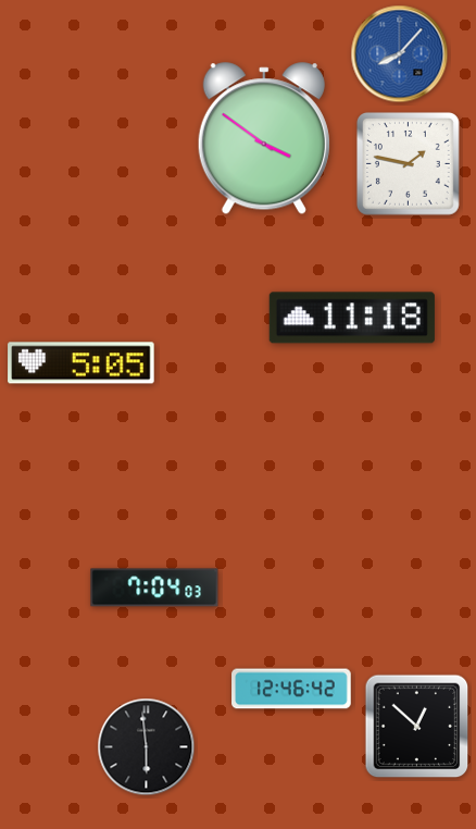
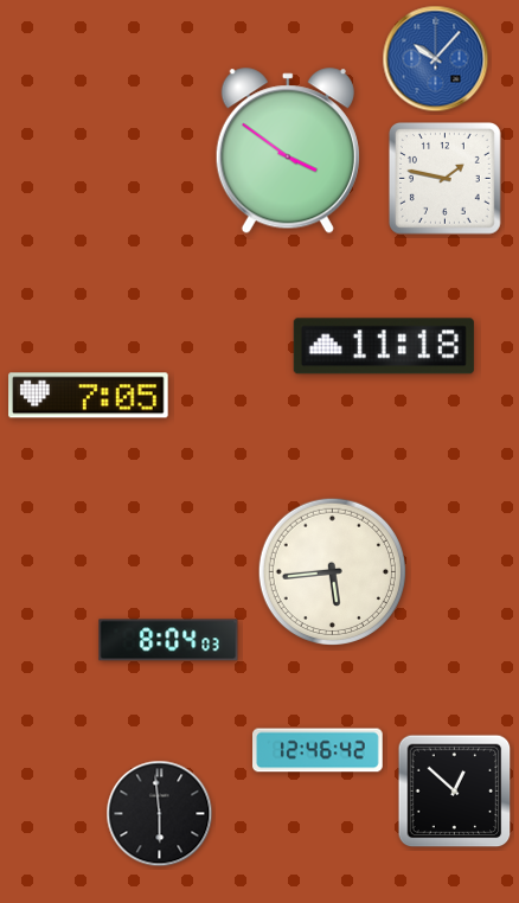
clock at (400, 54): 8:07 -> 10:07
clock at (82, 363): 5:05 -> 7:05
clock at (332, 571): none -> 5:44
clock at (154, 587): 7:04 -> 8:04
